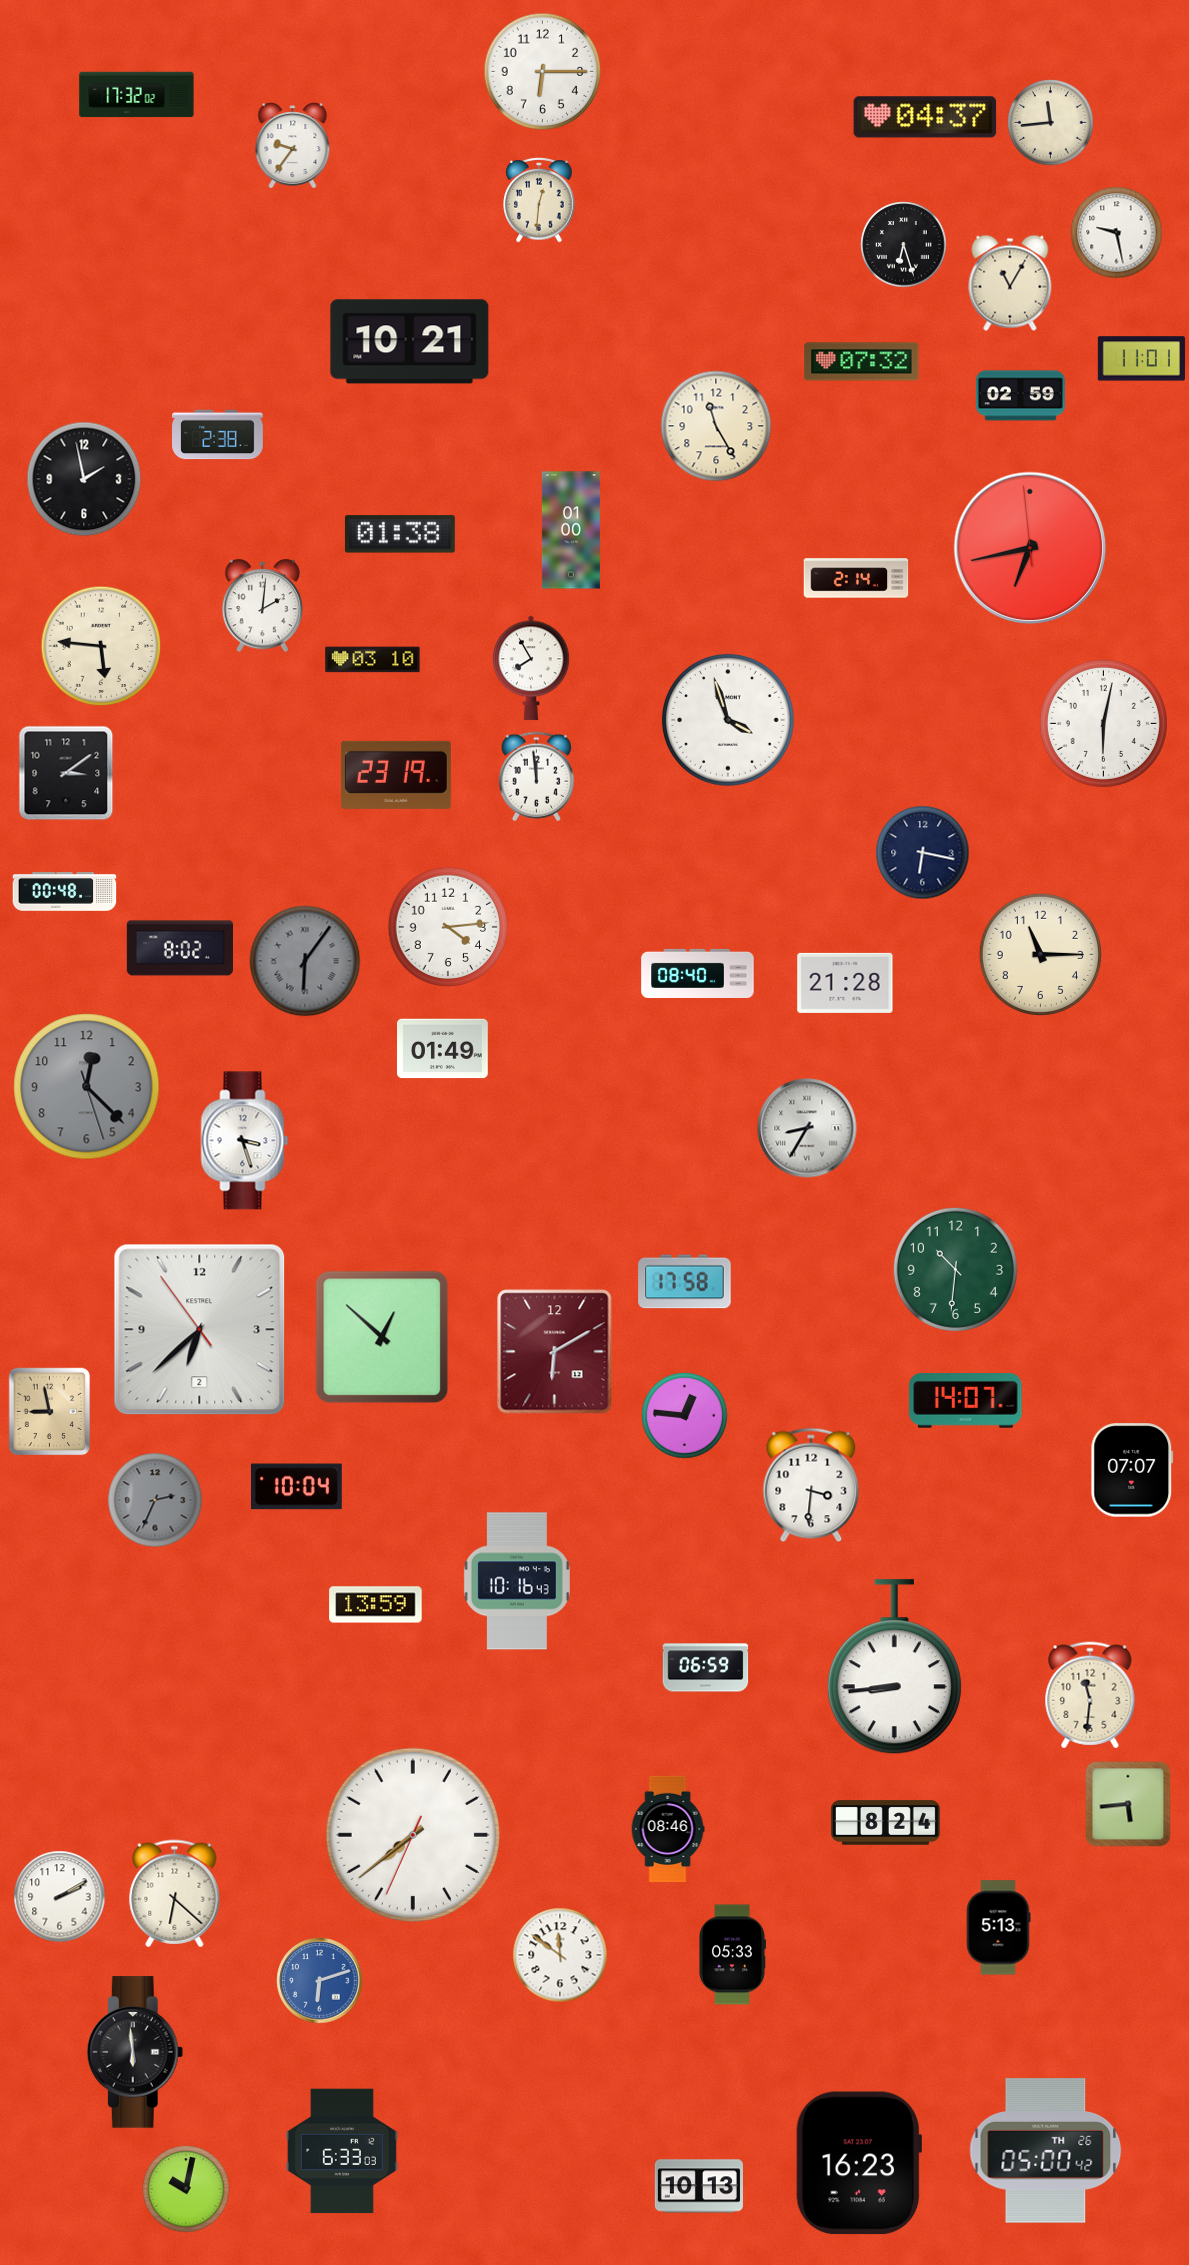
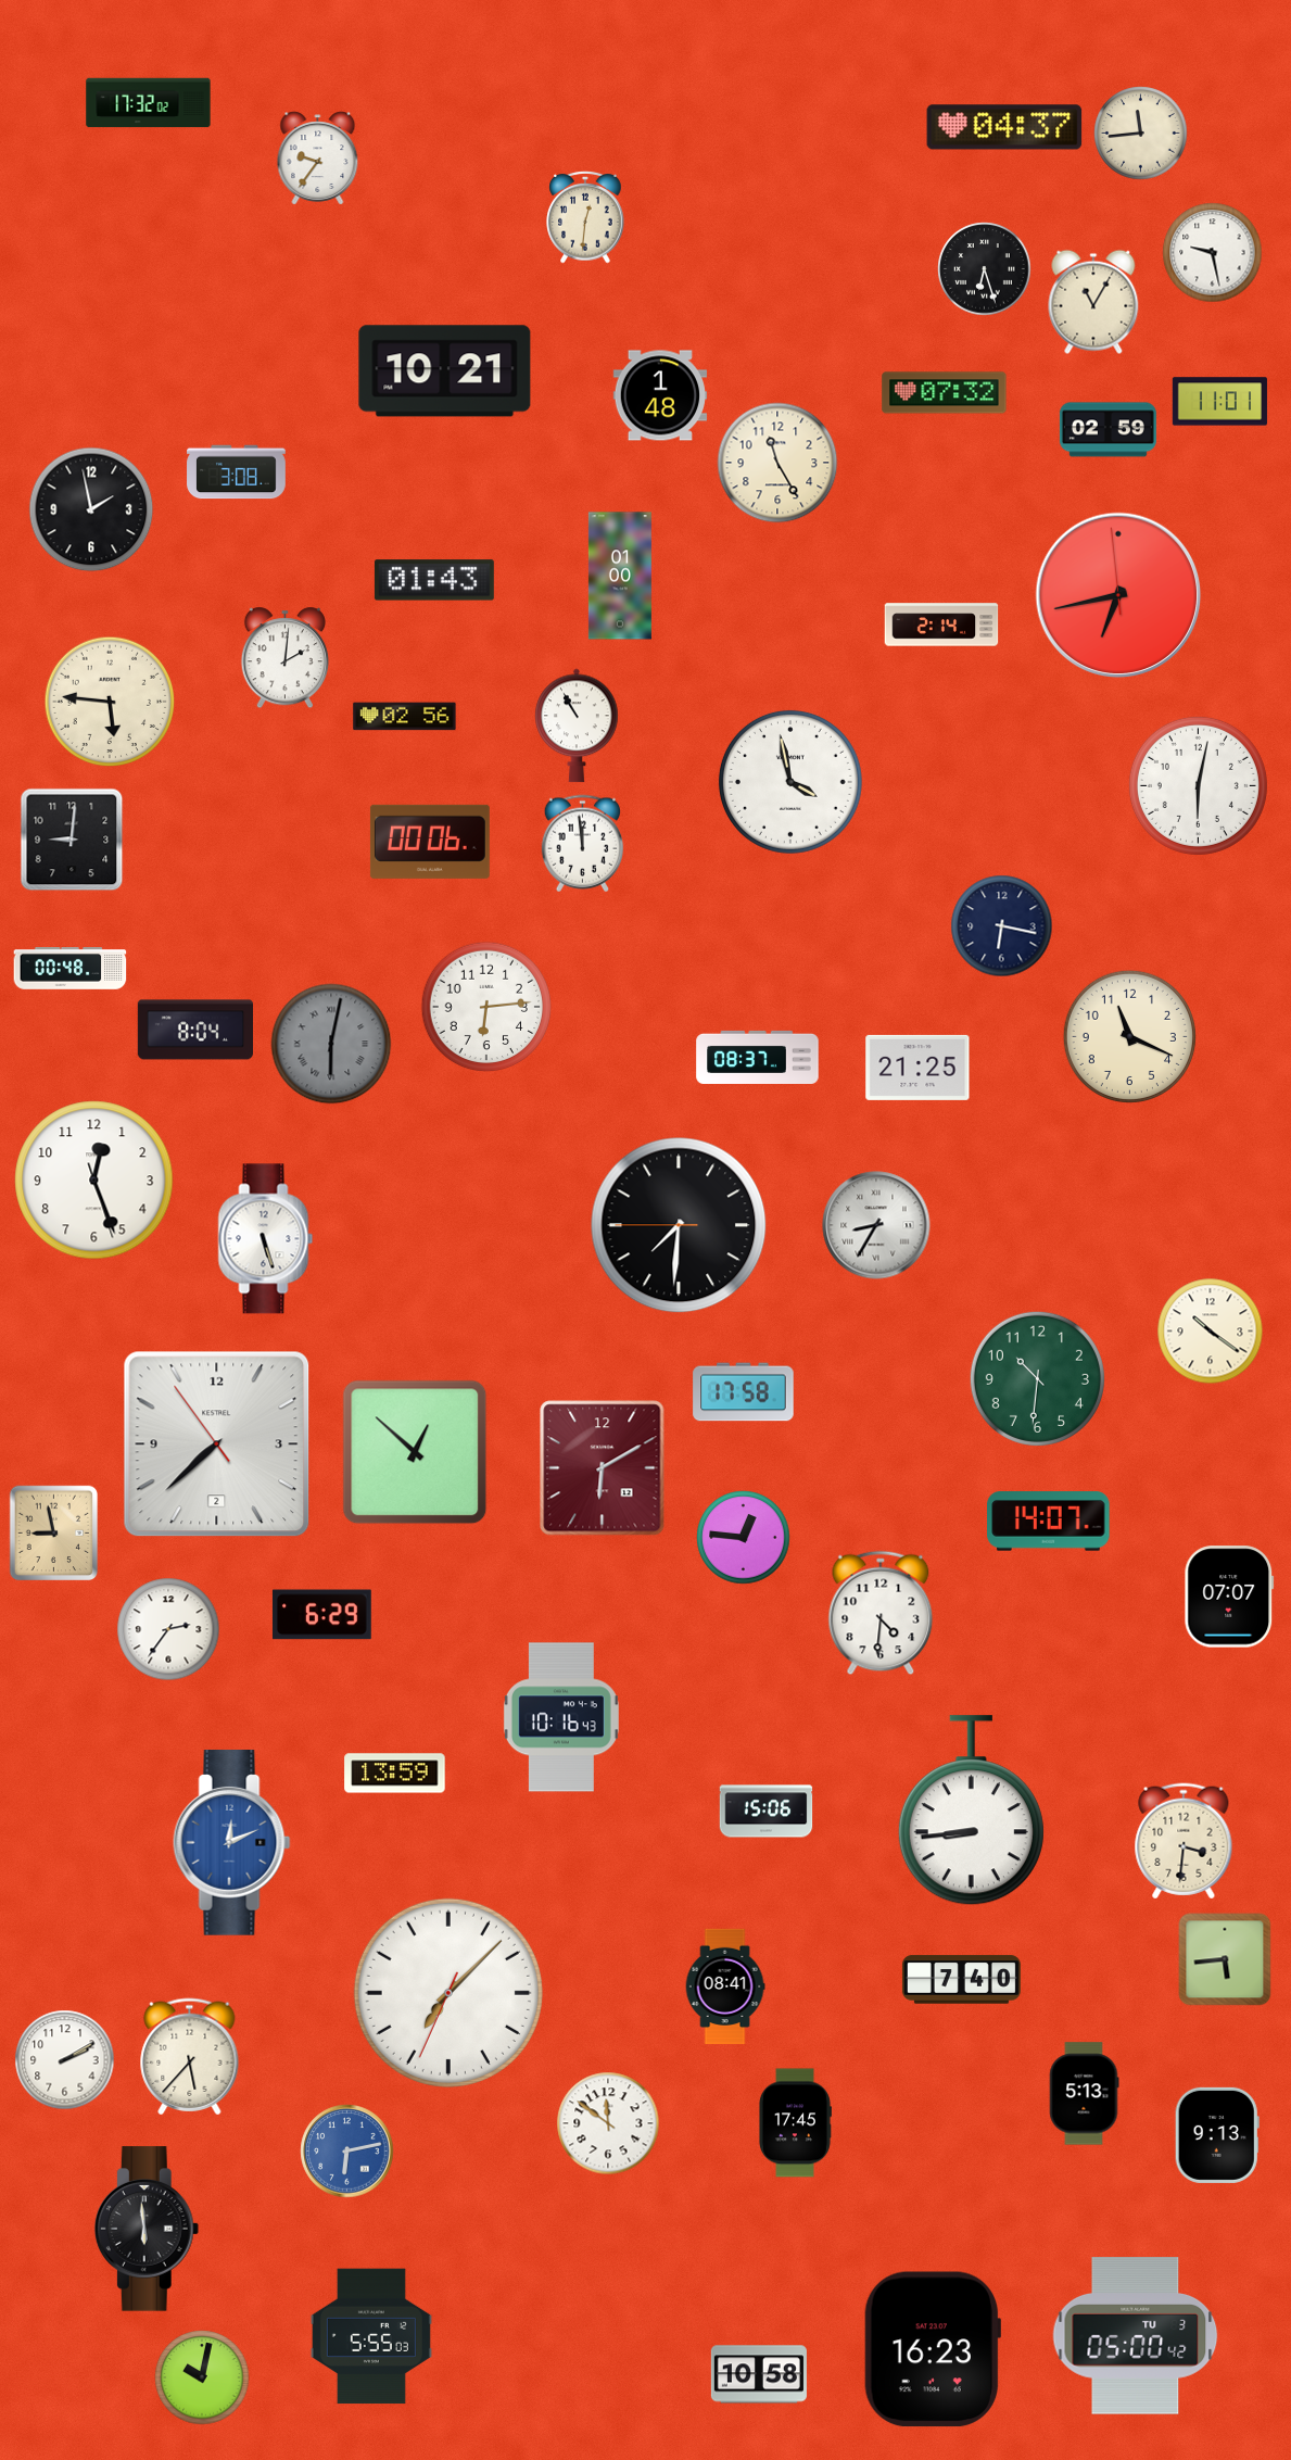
clock at (543, 72): 6:15 -> none
clock at (904, 245) position: (904, 245) -> (985, 269)
clock at (1010, 283) position: (1010, 283) -> (1093, 302)
clock at (1141, 359) position: (1141, 359) -> (1219, 402)
clock at (862, 362) position: (862, 362) -> (945, 393)
clock at (660, 395): none -> 1:48
clock at (218, 435): 2:38 -> 3:08
clock at (84, 479) position: (84, 479) -> (91, 509)
clock at (400, 534): 01:38 -> 01:43
clock at (856, 578) position: (856, 578) -> (941, 625)
clock at (373, 660): 03:10 -> 02:56
clock at (531, 668): 7:55 -> 10:55
clock at (728, 720): 3:57 -> 3:58
clock at (66, 773): 3:09 -> 9:01
clock at (396, 775): 23:19 -> 00:06
clock at (448, 927): 4:14 -> 6:14
clock at (179, 948): 8:02 -> 8:04
clock at (1040, 954): 11:15 -> 11:19
clock at (305, 961): 6:06 -> 6:02
clock at (698, 973): 08:40 -> 08:37
clock at (845, 983): 21:28 -> 21:25
clock at (443, 1049): 01:49 -> none
clock at (87, 1087): 12:22 -> 12:26
clock at (87, 1087) dial: grey -> white
clock at (679, 1225): none -> 7:30
clock at (245, 1141): 3:27 -> 5:27
clock at (1211, 1332): none -> 10:21
clock at (200, 1330): 6:37 -> 7:37
clock at (811, 1485): 3:31 -> 4:31
clock at (296, 1487): 10:04 -> 6:29
clock at (155, 1500): 2:34 -> 2:36
clock at (155, 1500) dial: grey -> white
clock at (376, 1605) position: (376, 1605) -> (395, 1774)
clock at (706, 1668): 06:59 -> 15:06
clock at (1090, 1695): 11:31 -> 3:31
clock at (232, 1843): none -> 12:11
clock at (885, 1823): 8:24 -> 7:40
clock at (668, 1829): 08:46 -> 08:41
clock at (413, 1835): 7:38 -> 7:07
clock at (175, 1894): 6:22 -> 5:37
clock at (732, 1955): 05:33 -> 17:45
clock at (1217, 2135): none -> 9:13
clock at (320, 1981): 6:12 -> 6:13
clock at (342, 2151): 6:33 -> 5:55
clock at (1046, 2151) date: TH 26 -> TU 3
clock at (699, 2186): 10:13 -> 10:58
